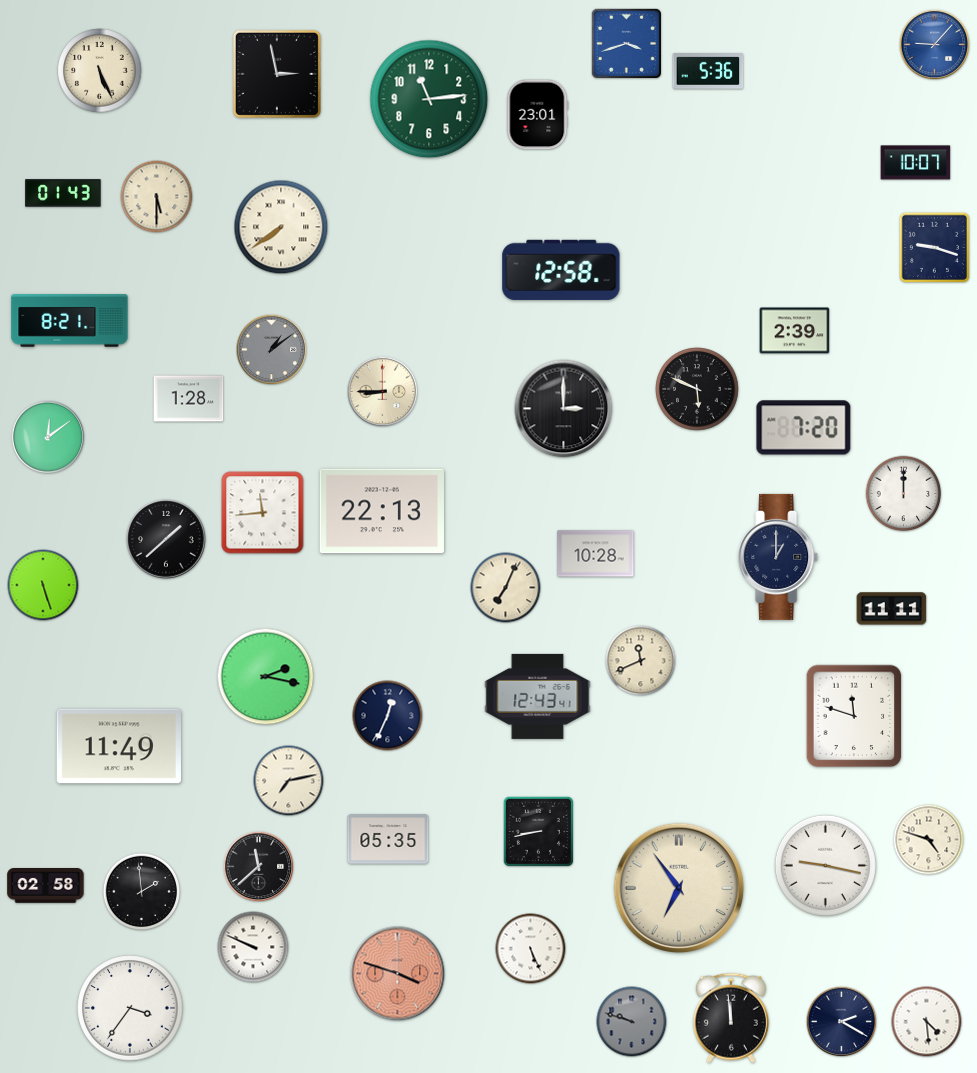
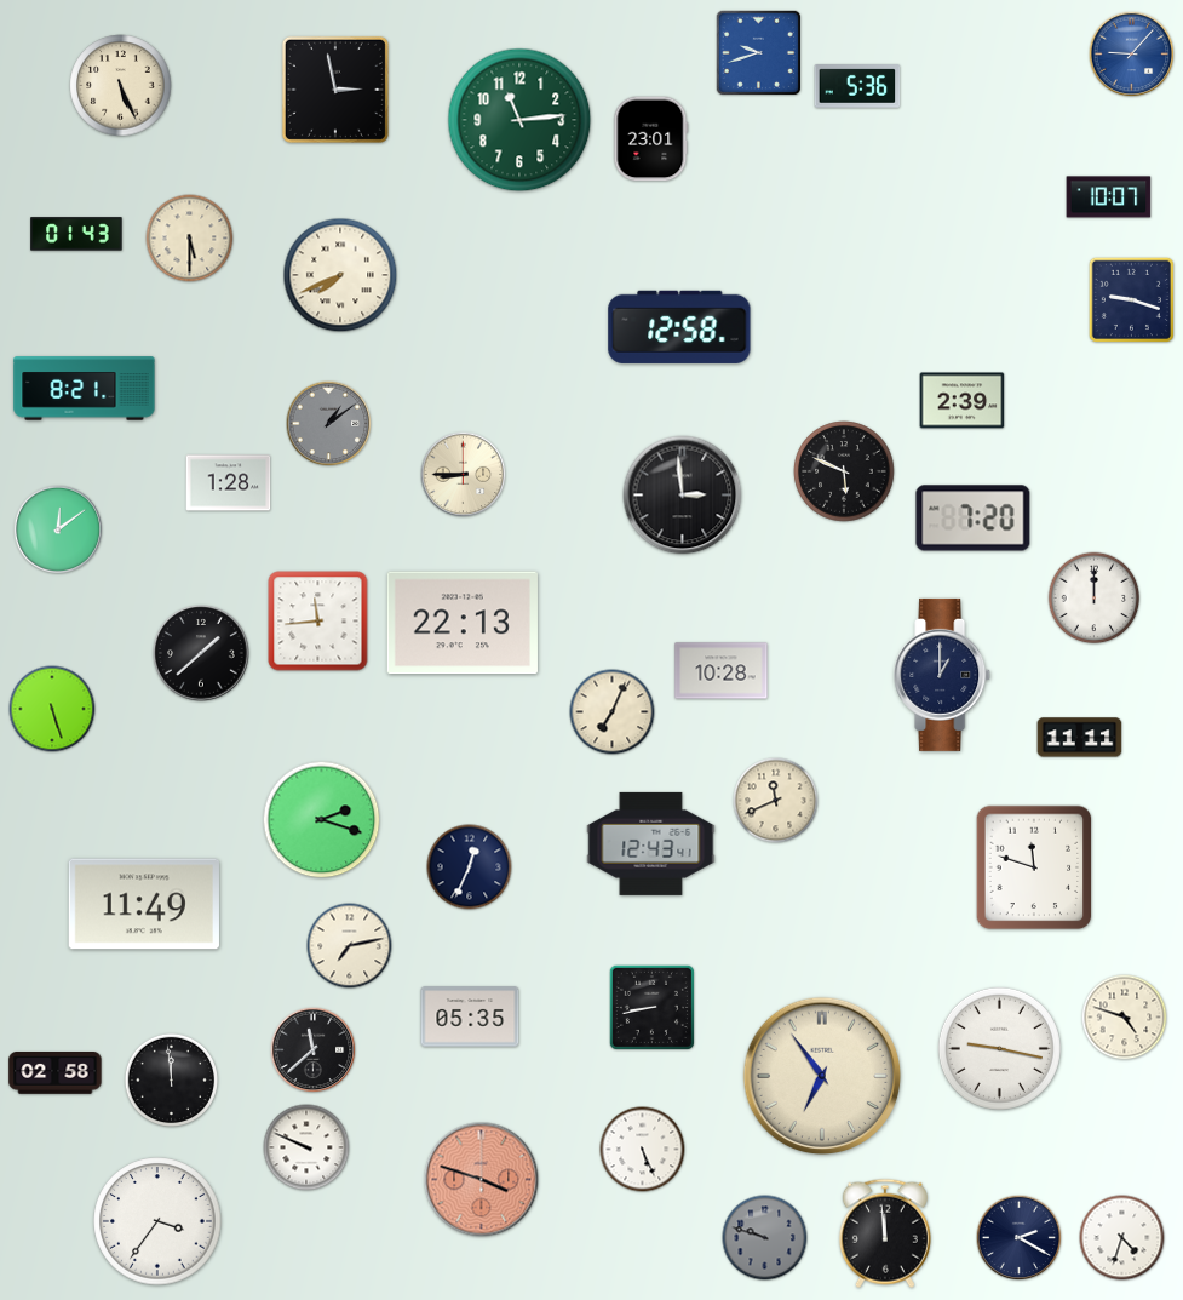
clock at (626, 43): 3:42 -> 9:42
clock at (281, 227): 7:39 -> 7:41
clock at (564, 409): 3:00 -> 2:59
clock at (382, 511) position: (382, 511) -> (463, 623)
clock at (266, 677): 2:17 -> 2:18
clock at (142, 892): 1:59 -> 11:59
clock at (927, 1022): 4:29 -> 4:33
